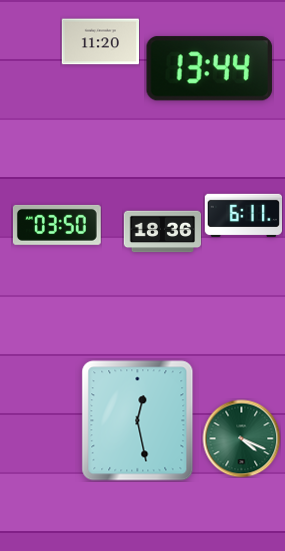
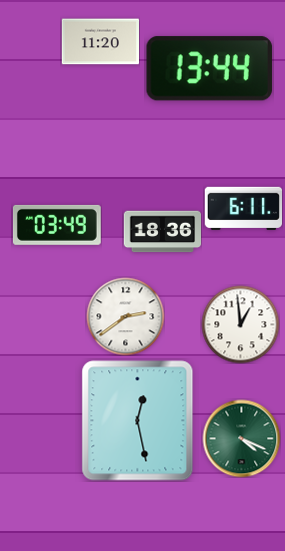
clock at (243, 215) position: (243, 215) -> (243, 208)
clock at (57, 225): 03:50 -> 03:49
clock at (125, 316): none -> 2:39
clock at (240, 324): none -> 12:59
